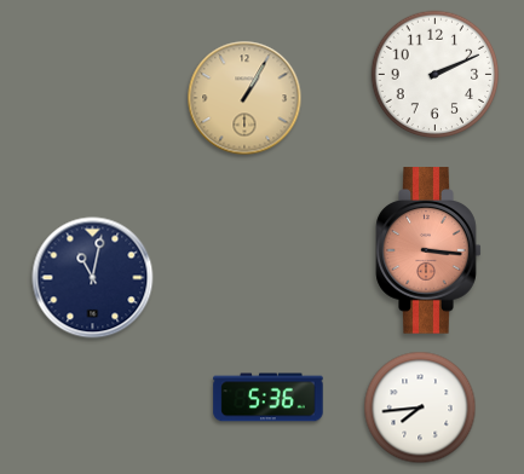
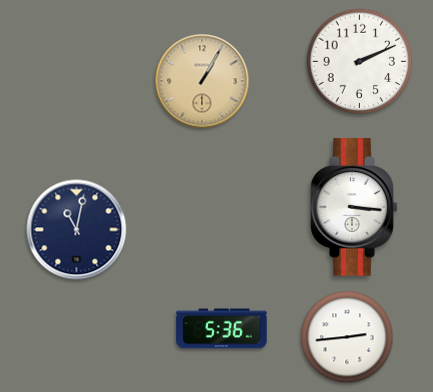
clock at (428, 250) dial: salmon -> white
clock at (420, 407): 7:44 -> 2:44
